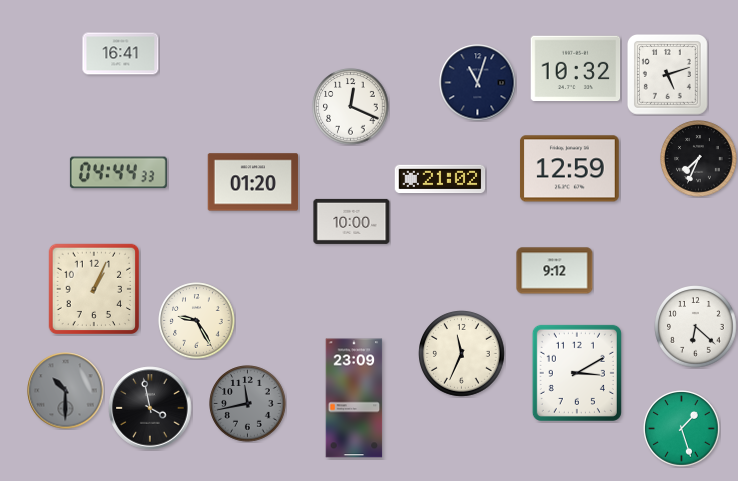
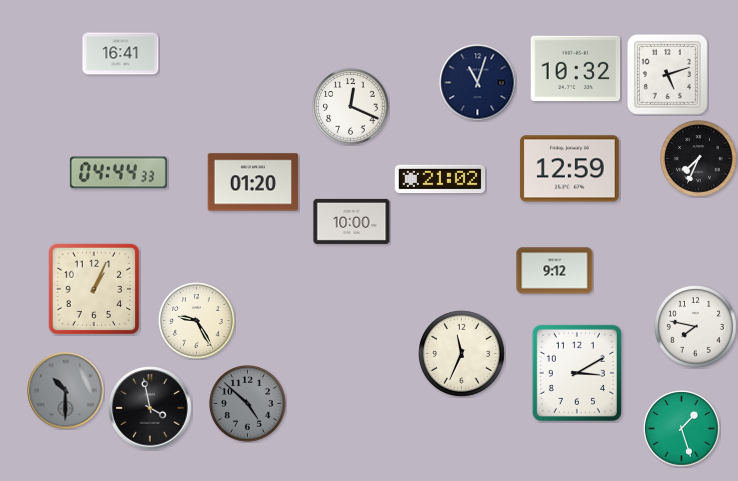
clock at (696, 327): 6:22 -> 7:47
clock at (354, 398): 23:09 -> none
clock at (248, 404): 11:43 -> 4:52
